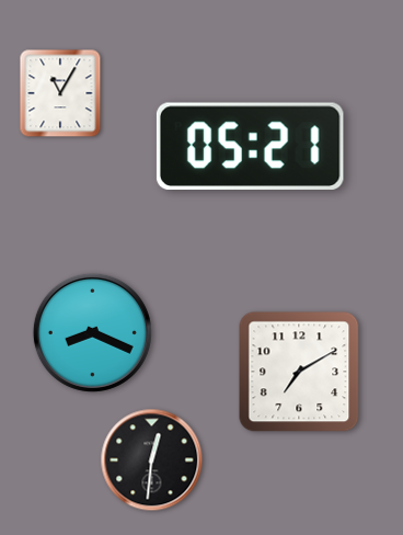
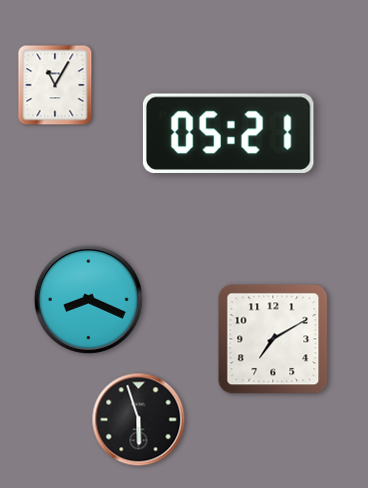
clock at (92, 332) position: (92, 332) -> (88, 299)
clock at (152, 460): 12:31 -> 5:57
